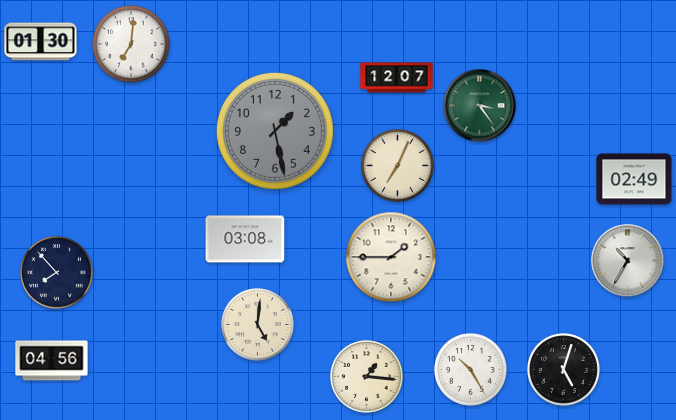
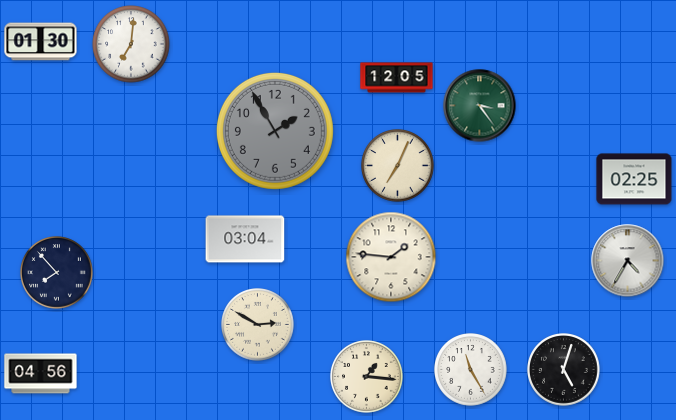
clock at (397, 78): 12:07 -> 12:05
clock at (275, 131): 1:28 -> 1:55
clock at (634, 179): 02:49 -> 02:25
clock at (245, 239): 03:08 -> 03:04
clock at (391, 257): 1:45 -> 1:46
clock at (628, 261): 10:35 -> 4:35
clock at (258, 325): 5:01 -> 2:50
clock at (52, 361) position: (52, 361) -> (41, 374)
clock at (471, 370): 10:25 -> 11:25
